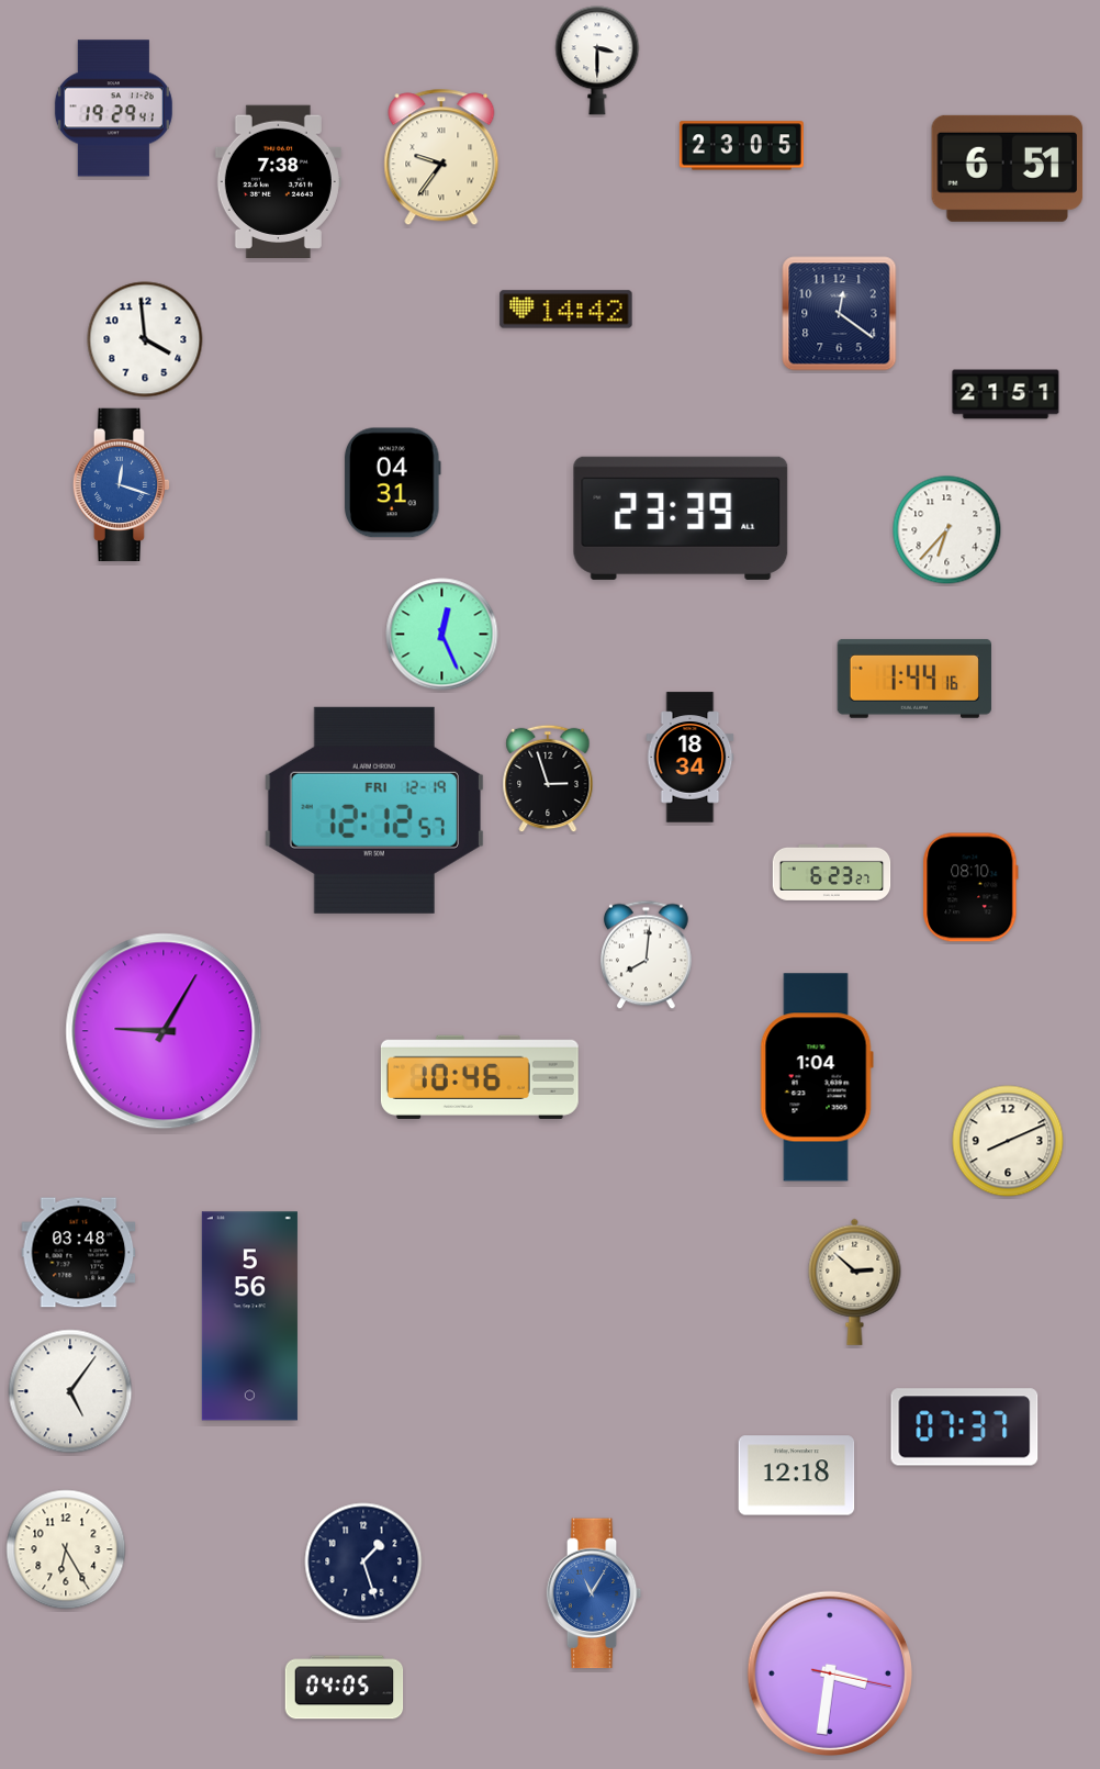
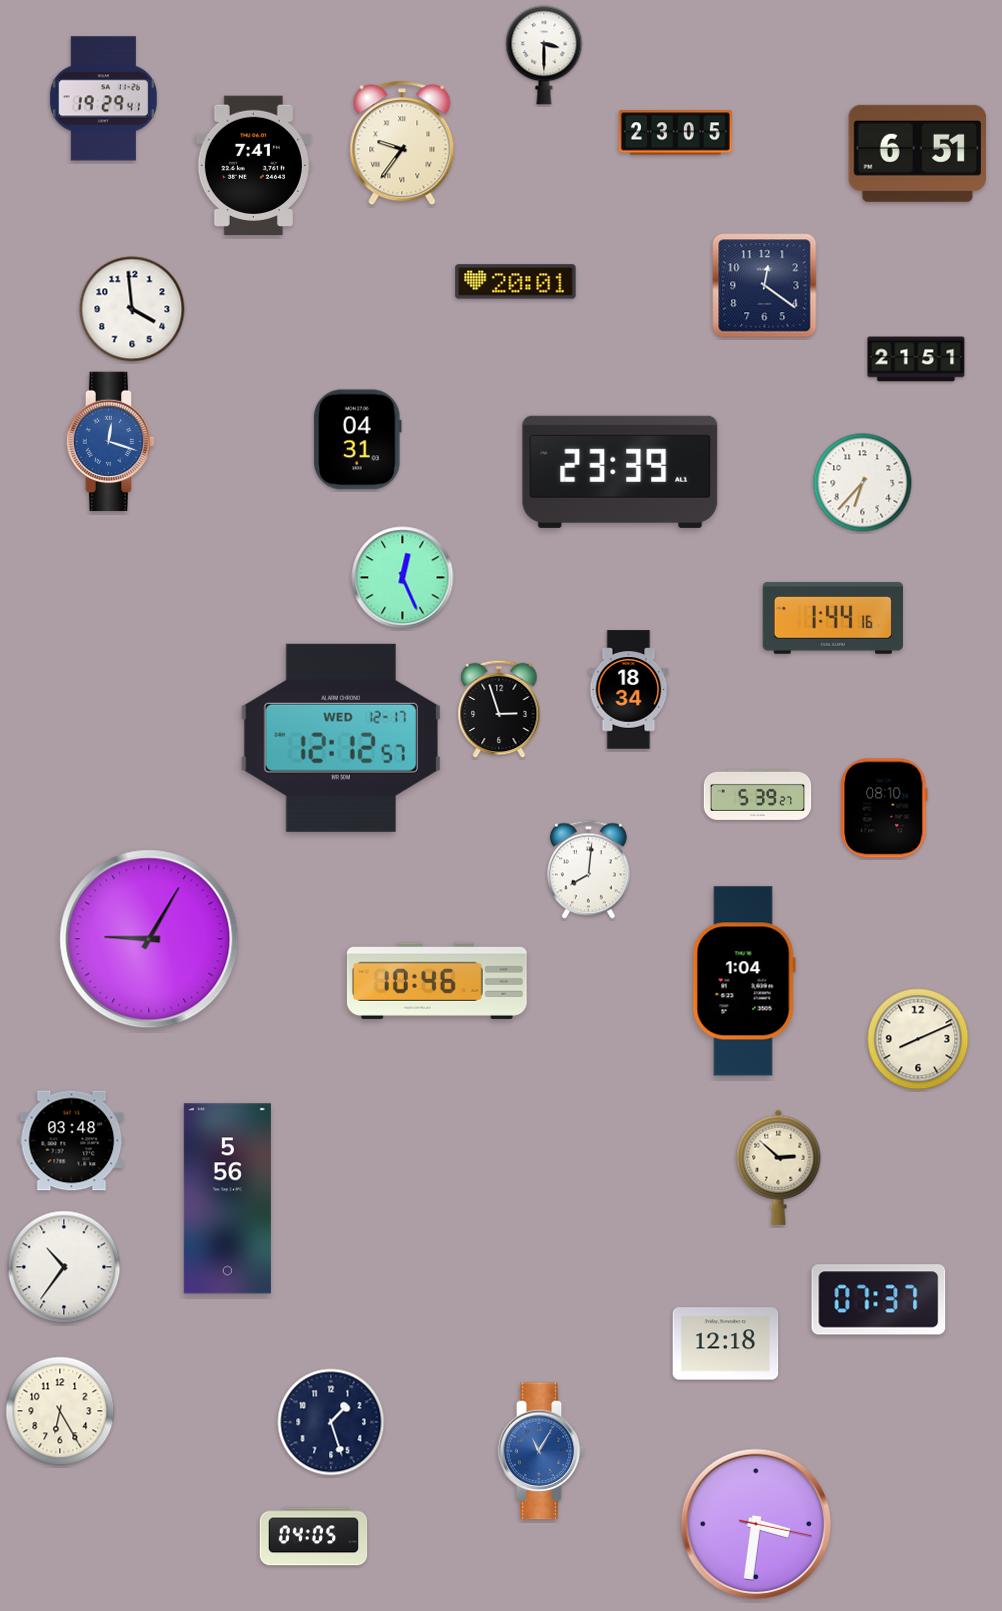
clock at (278, 181): 7:38 -> 7:41
clock at (566, 310): 14:42 -> 20:01
clock at (373, 810) date: FRI 12-19 -> WED 12-17
clock at (832, 872): 6:23 -> 5:39
clock at (70, 1391): 5:06 -> 10:36
